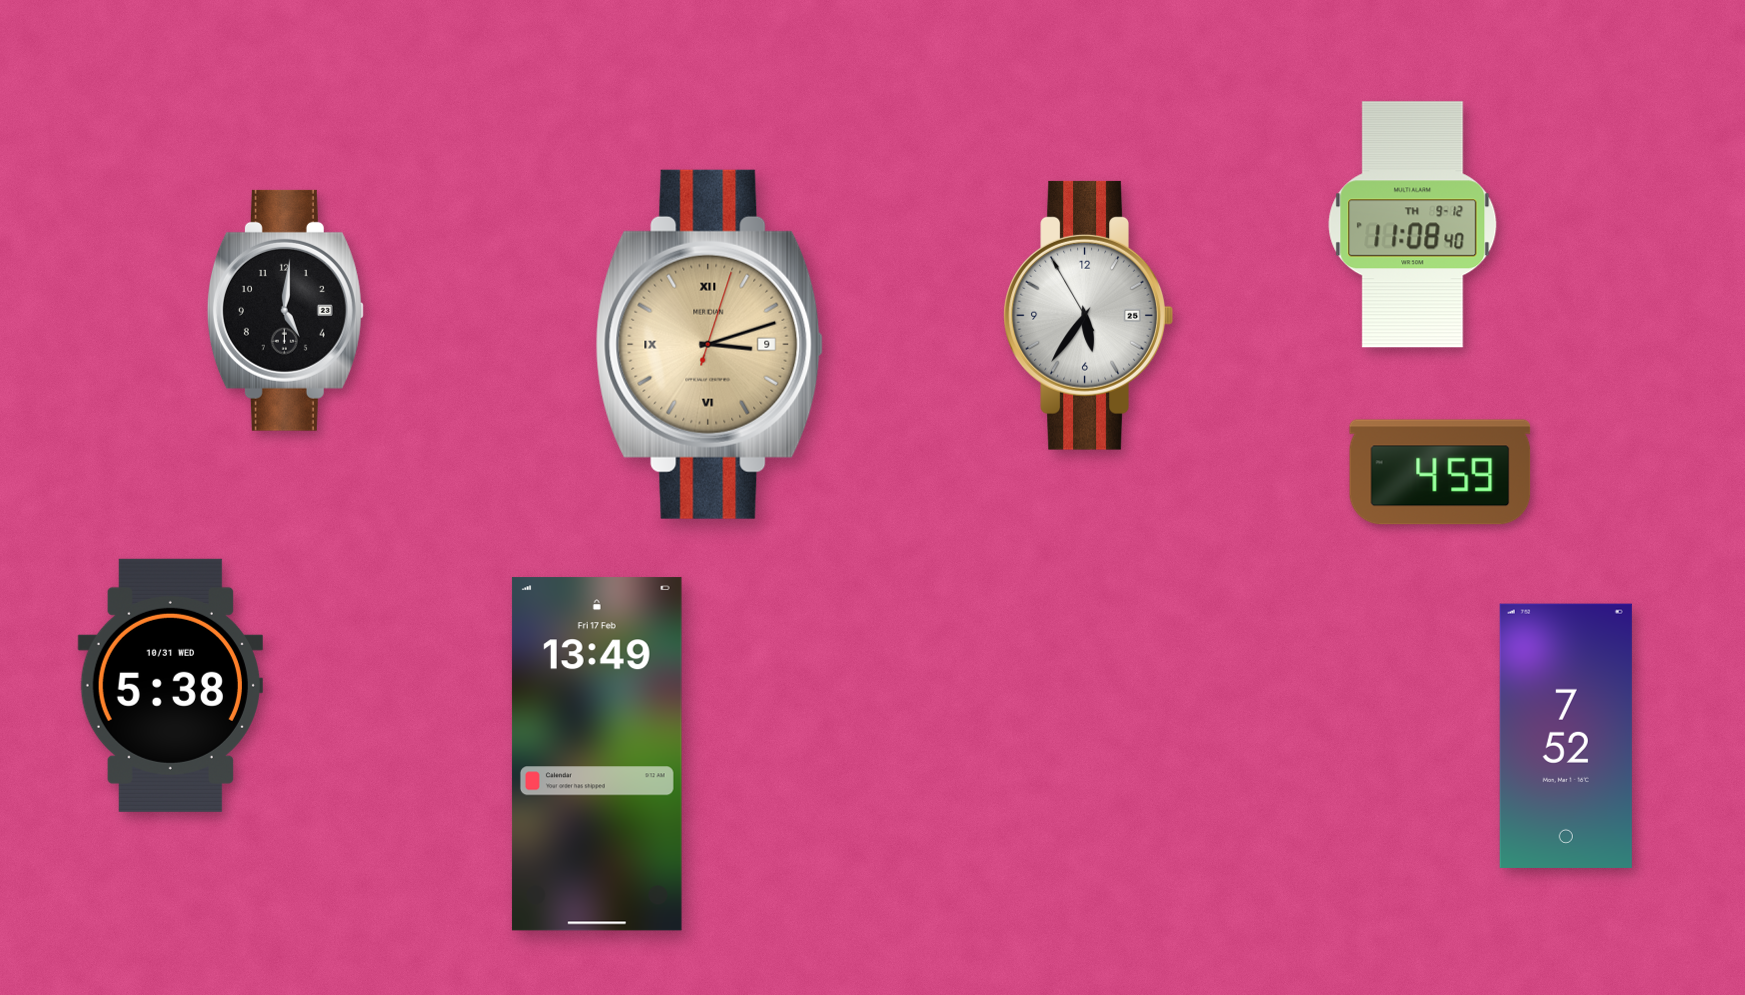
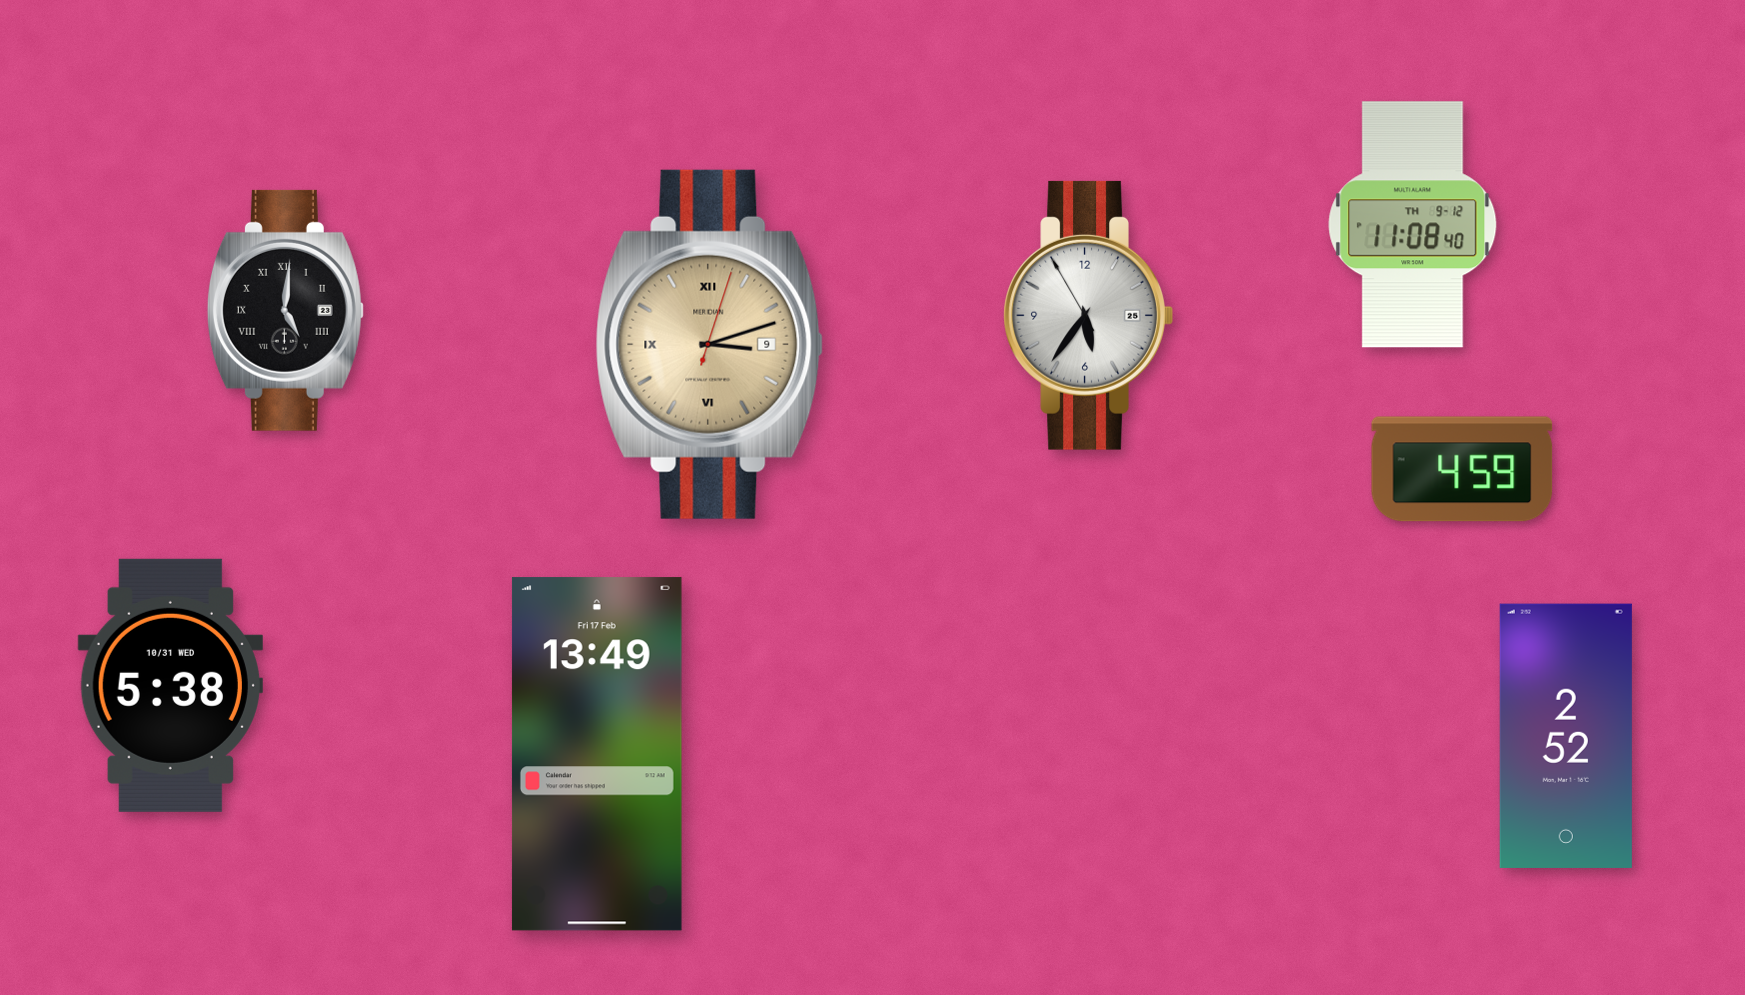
clock at (285, 310) numerals: Arabic -> Roman
clock at (1440, 472) position: (1440, 472) -> (1462, 469)
clock at (1566, 736): 7:52 -> 2:52
